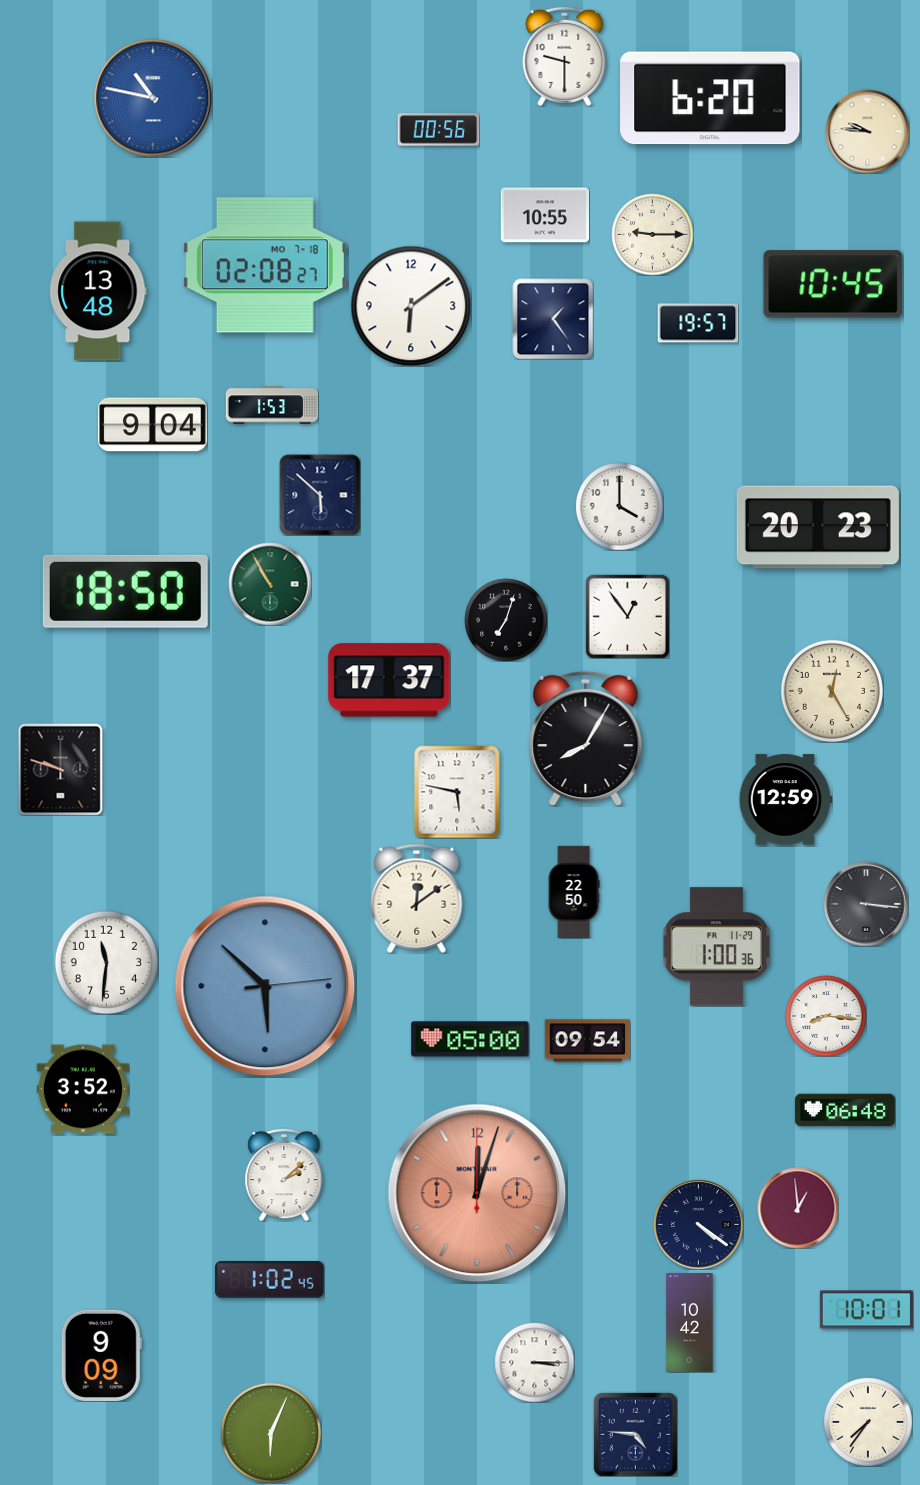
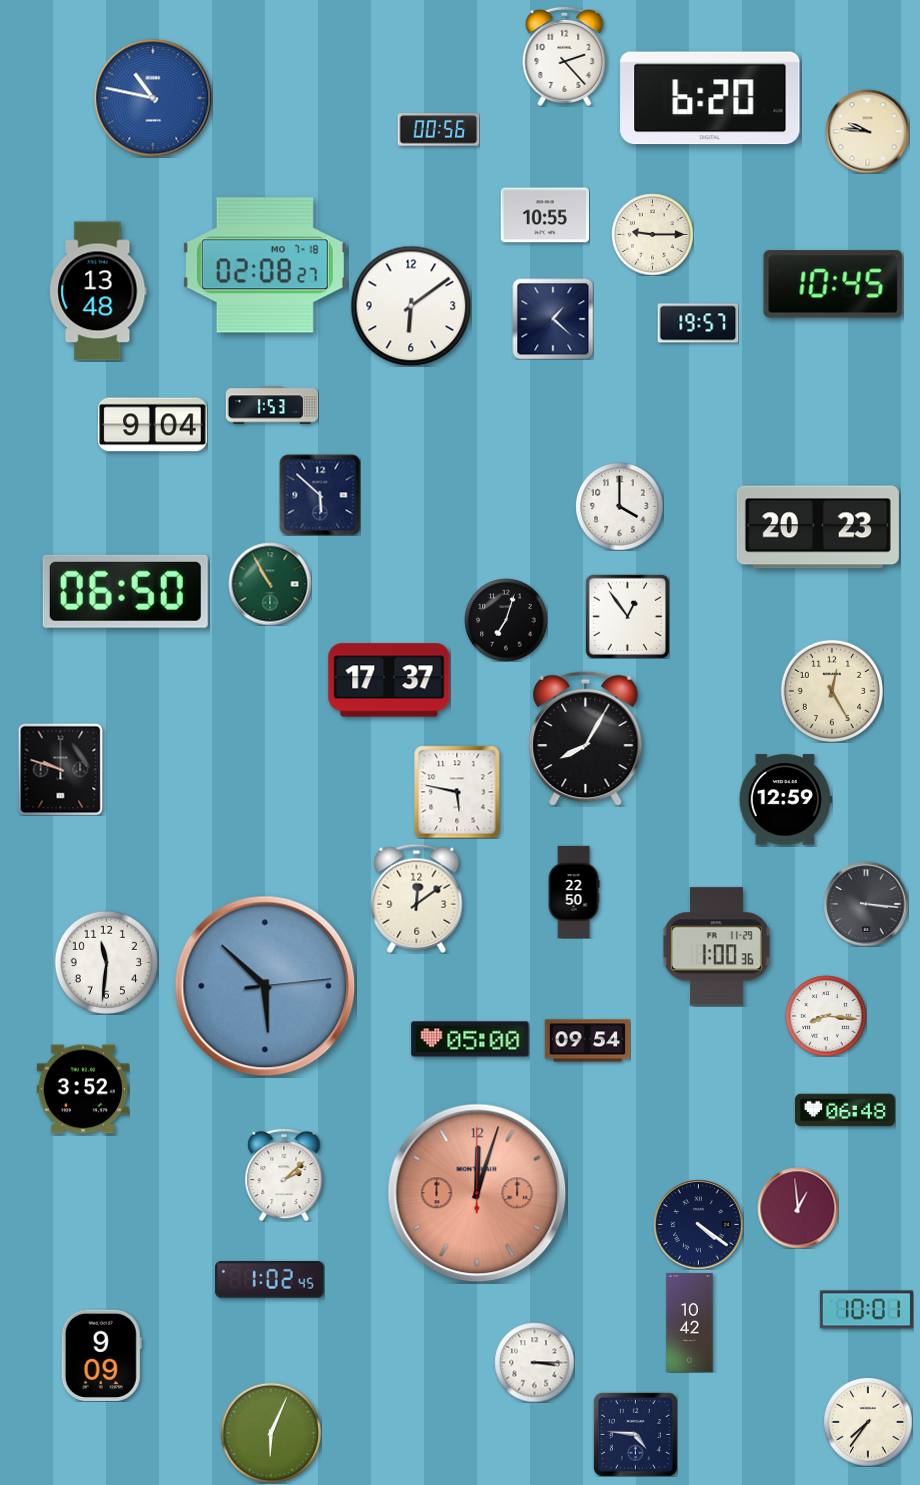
clock at (565, 56): 9:30 -> 2:23
clock at (553, 319): 1:24 -> 1:22
clock at (125, 591): 18:50 -> 06:50
